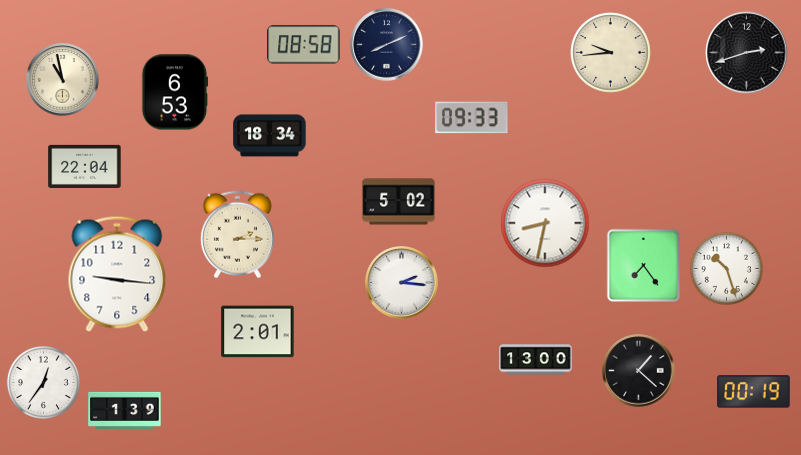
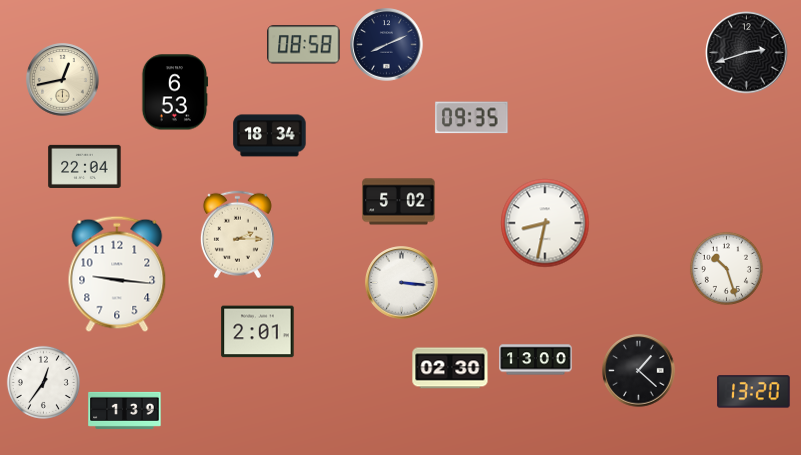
clock at (611, 53): 9:44 -> none
clock at (63, 80): 10:58 -> 12:43
clock at (472, 118): 09:33 -> 09:35
clock at (644, 266): 7:24 -> none
clock at (402, 283): 2:16 -> 3:16
clock at (450, 368): none -> 02:30
clock at (754, 392): 00:19 -> 13:20
